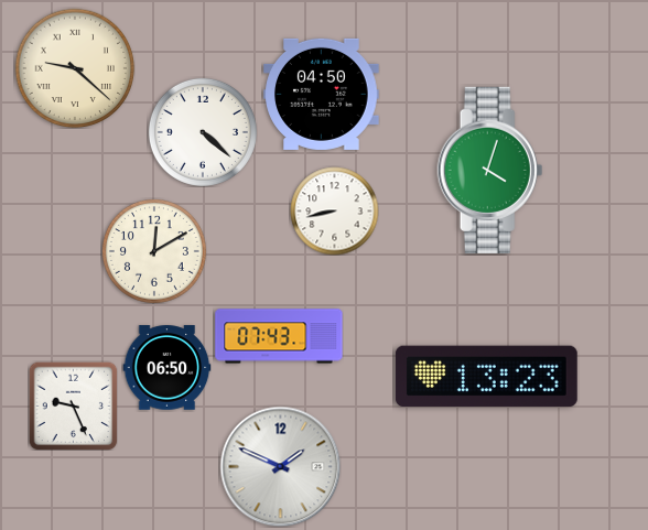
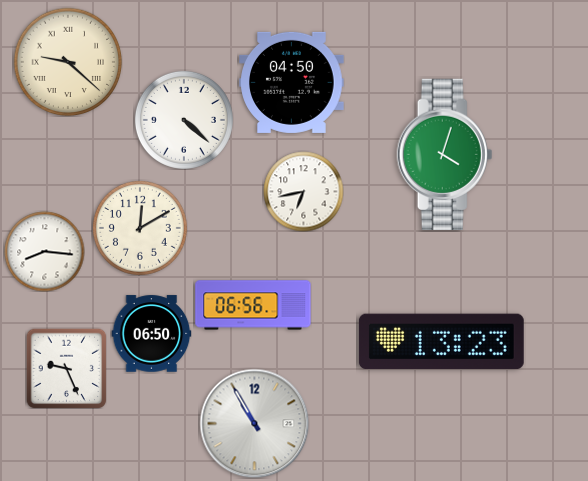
clock at (322, 94) position: (322, 94) -> (292, 82)
clock at (334, 210): 8:43 -> 6:43
clock at (44, 251): none -> 8:16
clock at (279, 336): 07:43 -> 06:56
clock at (280, 466): 1:49 -> 10:55
